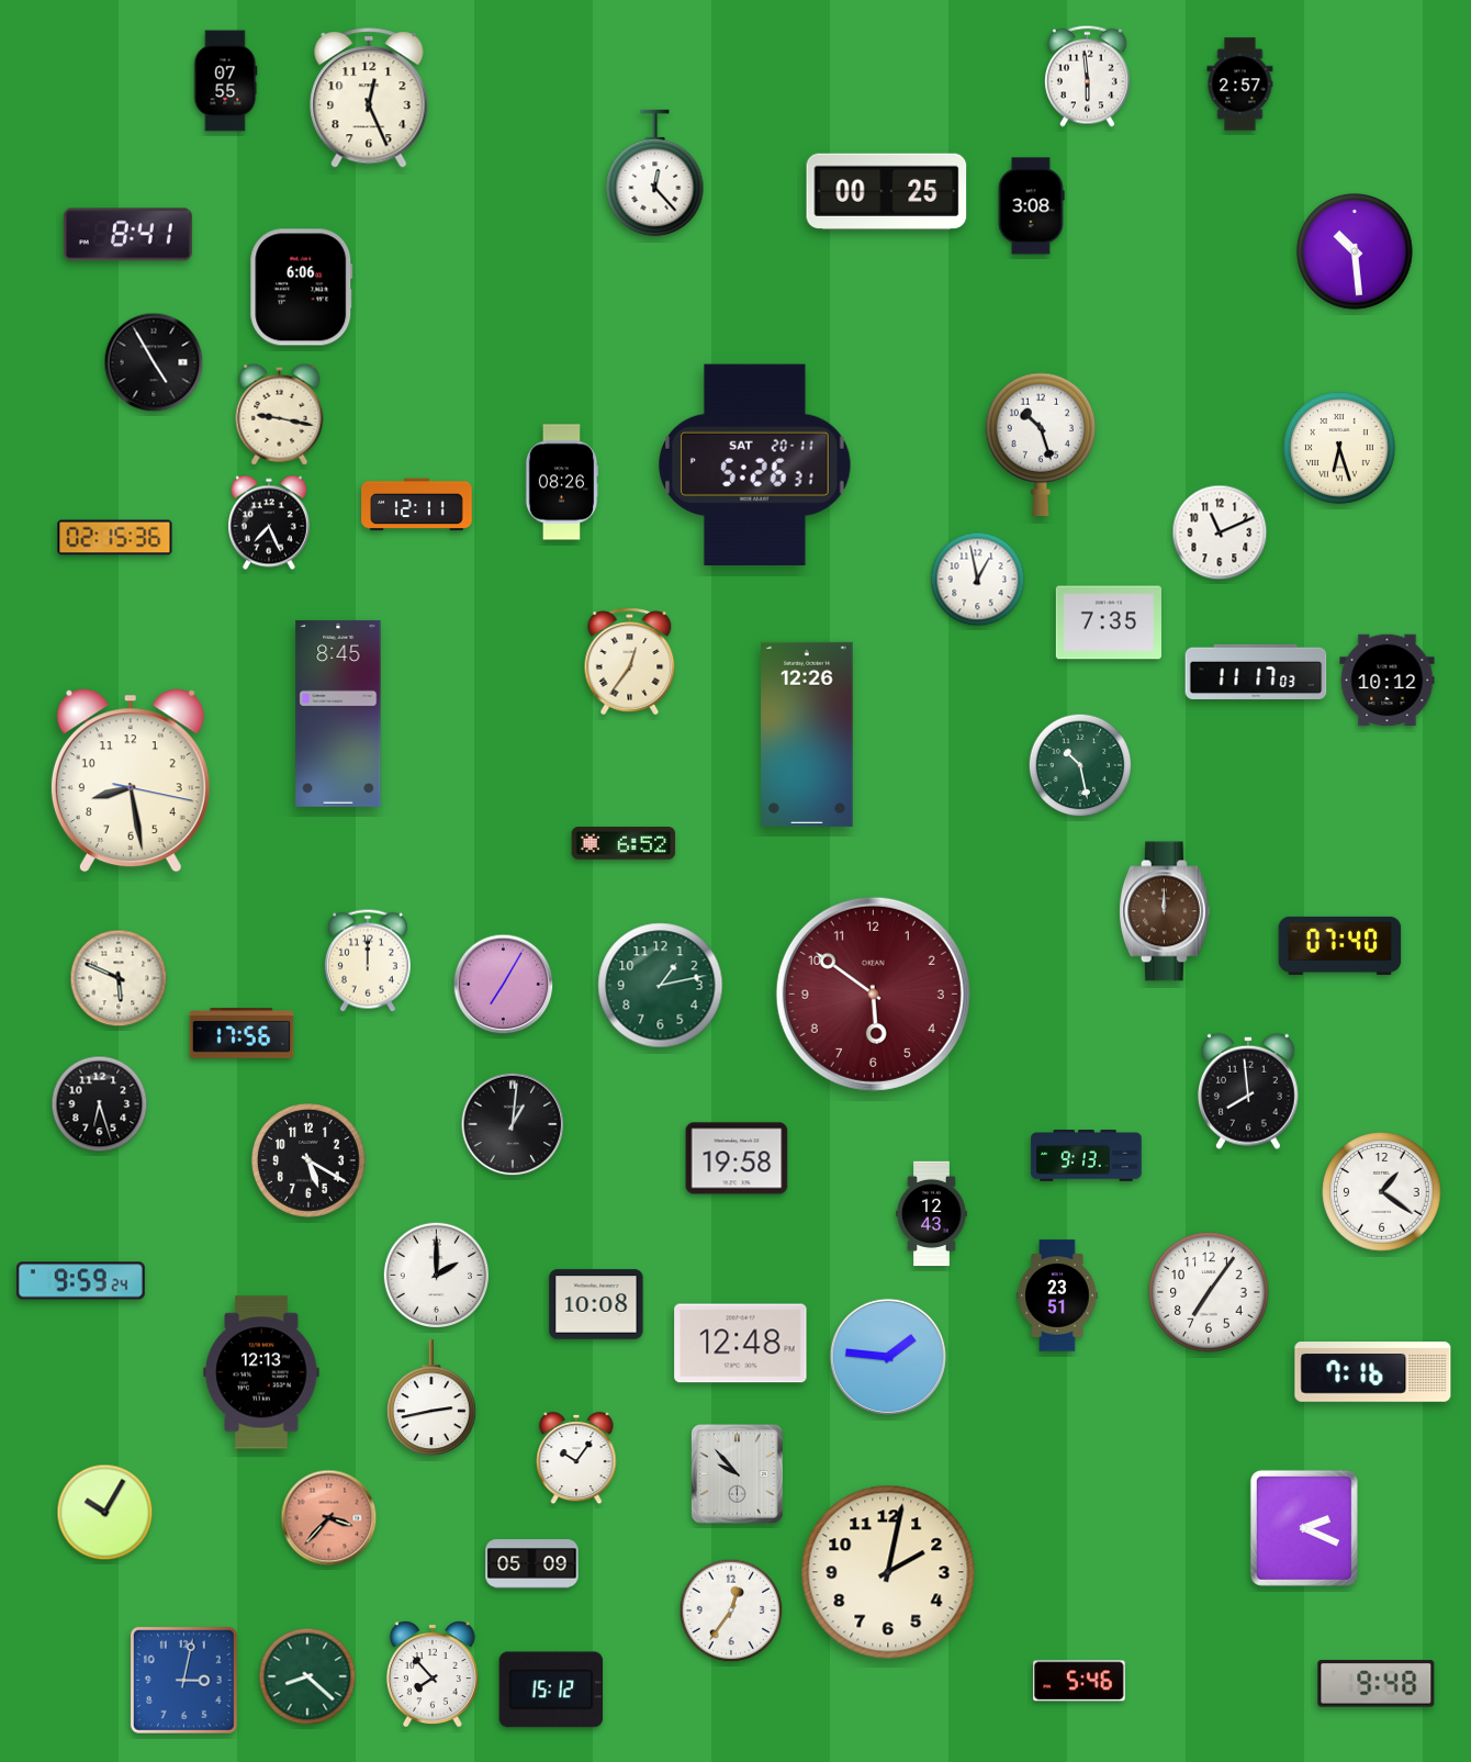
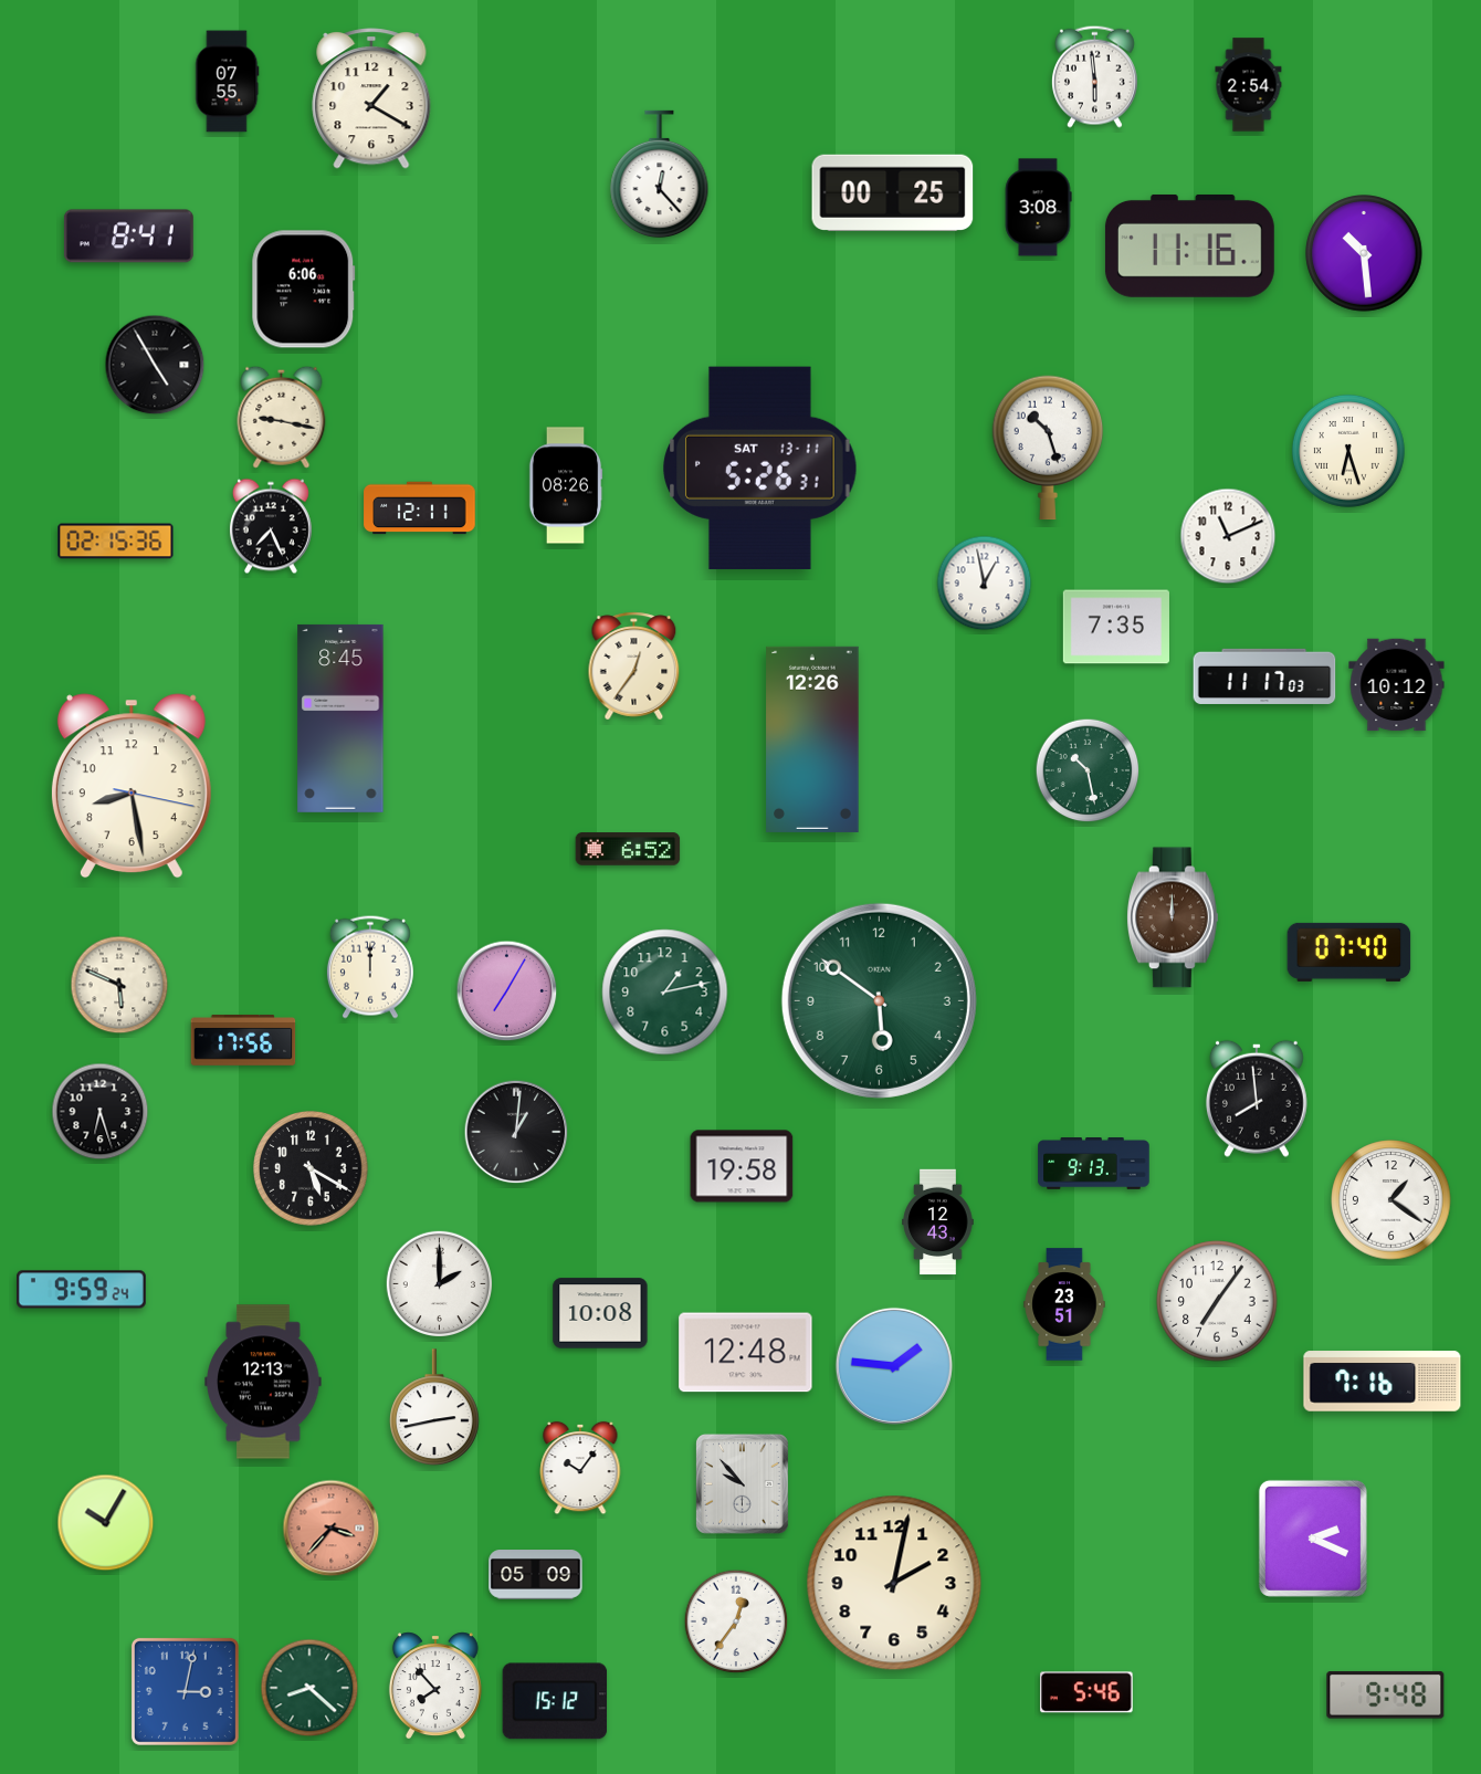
clock at (1240, 85): 2:57 -> 2:54
clock at (369, 98): 12:26 -> 1:20
clock at (1189, 245): none -> 11:16
clock at (755, 464) date: SAT 20-11 -> SAT 13-11
clock at (873, 994) dial: burgundy -> green
